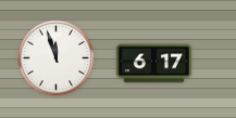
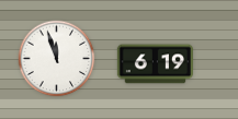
clock at (153, 64): 6:17 -> 6:19
